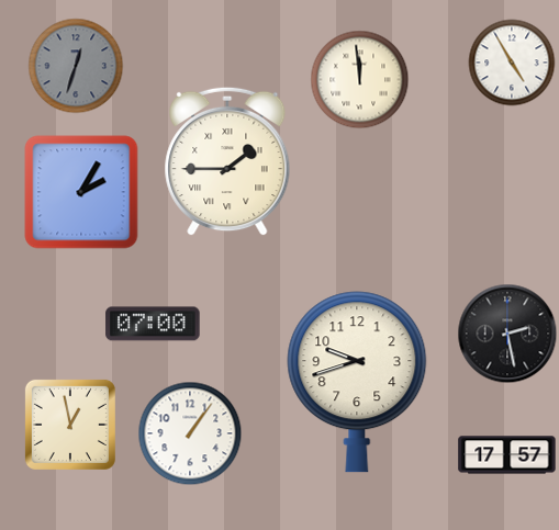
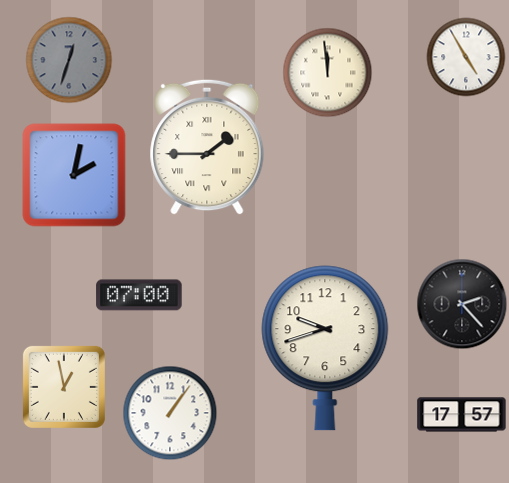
clock at (81, 192): 2:05 -> 2:02
clock at (507, 334): 2:28 -> 2:23
clock at (190, 433) position: (190, 433) -> (170, 413)
